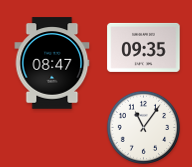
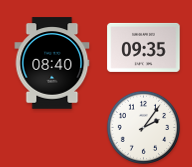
clock at (52, 63): 08:47 -> 08:40
clock at (143, 127): 11:06 -> 2:06
